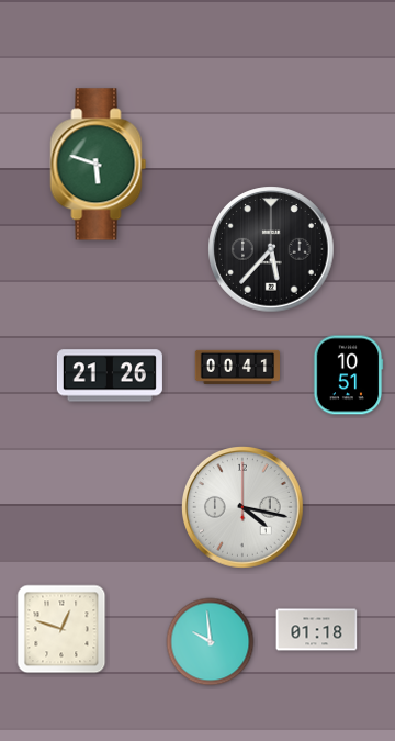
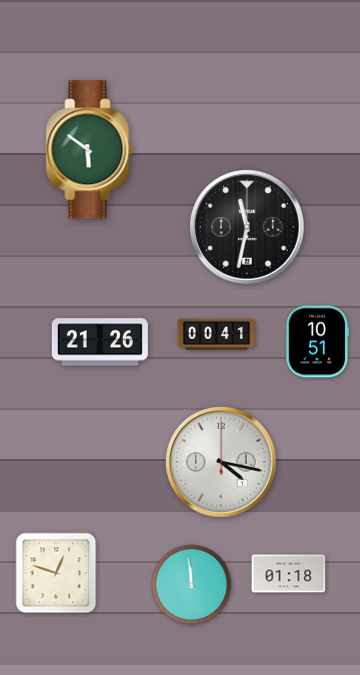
clock at (99, 165): 5:48 -> 5:51
clock at (271, 249): 5:37 -> 11:32
clock at (211, 642): 9:59 -> 11:59
